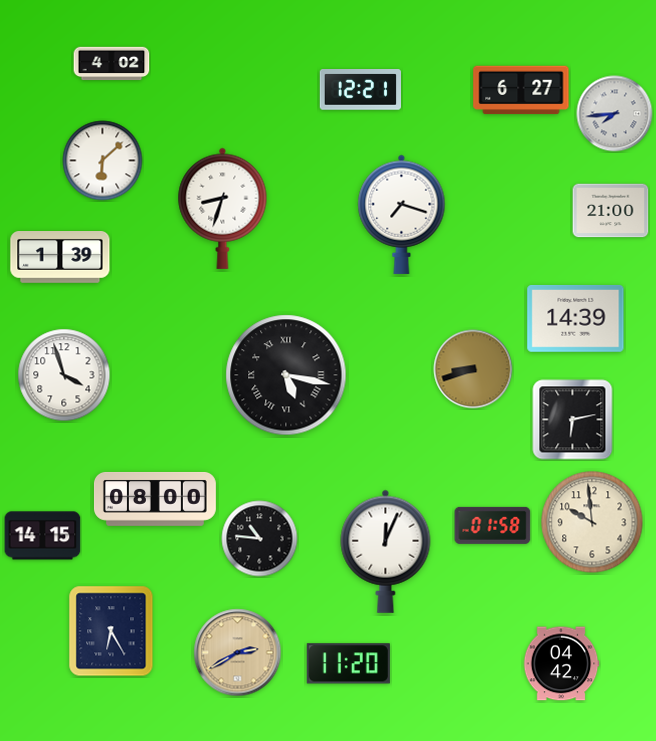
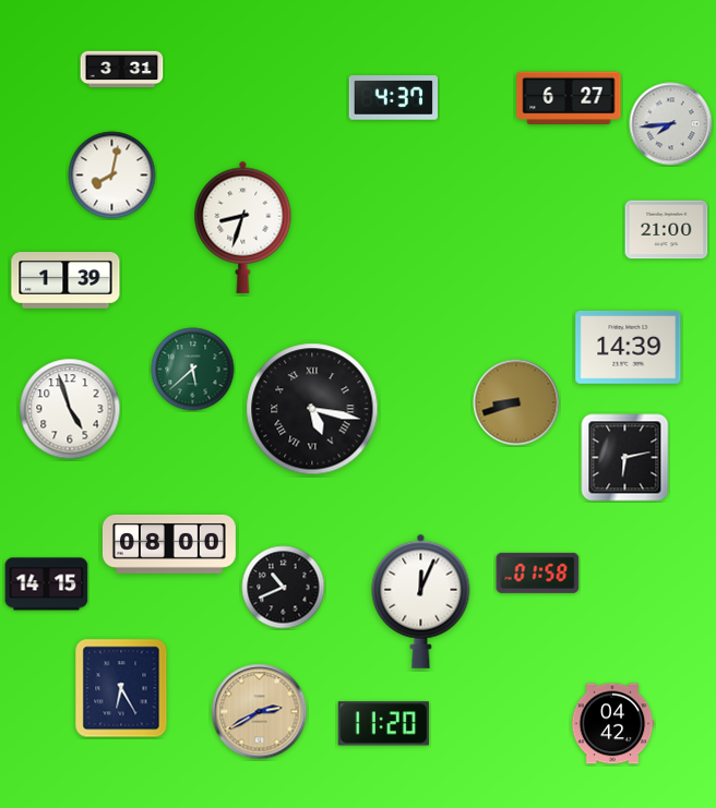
clock at (112, 64): 4:02 -> 3:31
clock at (360, 90): 12:21 -> 4:37
clock at (103, 161): 6:08 -> 8:02
clock at (402, 214): 7:18 -> none
clock at (193, 370): none -> 5:38
clock at (64, 375): 3:57 -> 4:57
clock at (592, 522): 9:59 -> none
clock at (260, 539): 10:46 -> 10:41
clock at (348, 664) position: (348, 664) -> (383, 724)
